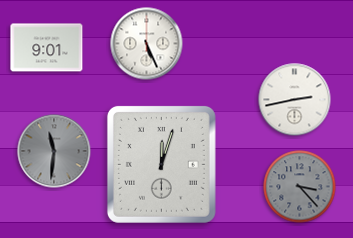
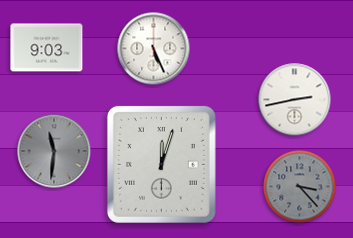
clock at (147, 44) position: (147, 44) -> (154, 49)
clock at (47, 48): 9:01 -> 9:03
